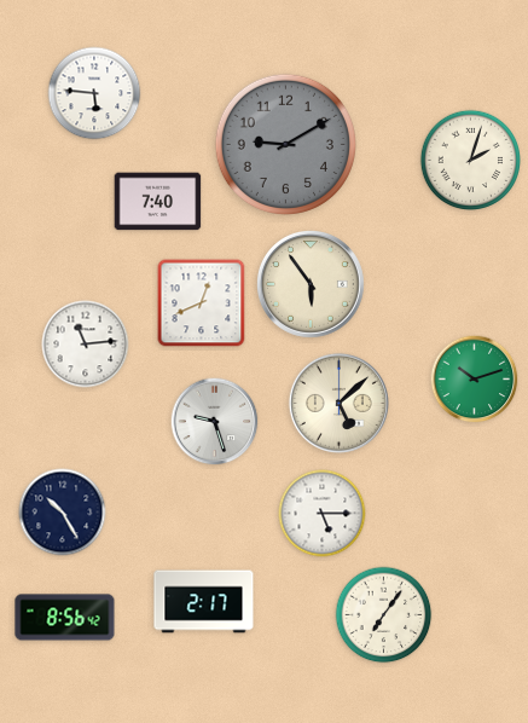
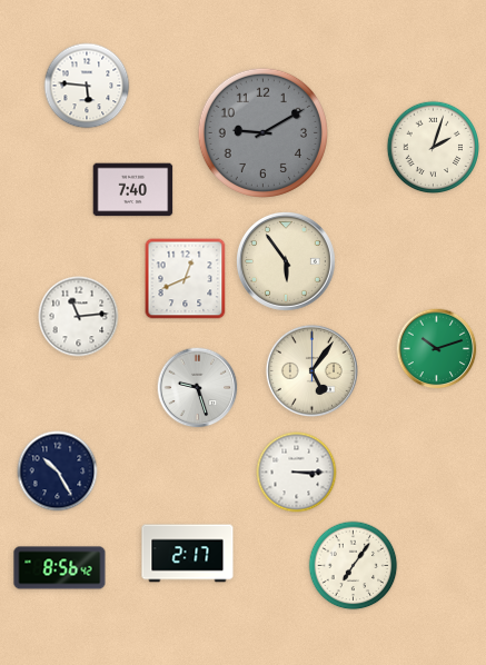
clock at (158, 202) position: (158, 202) -> (133, 190)
clock at (338, 403): 5:08 -> 5:06
clock at (323, 514): 5:15 -> 3:15
